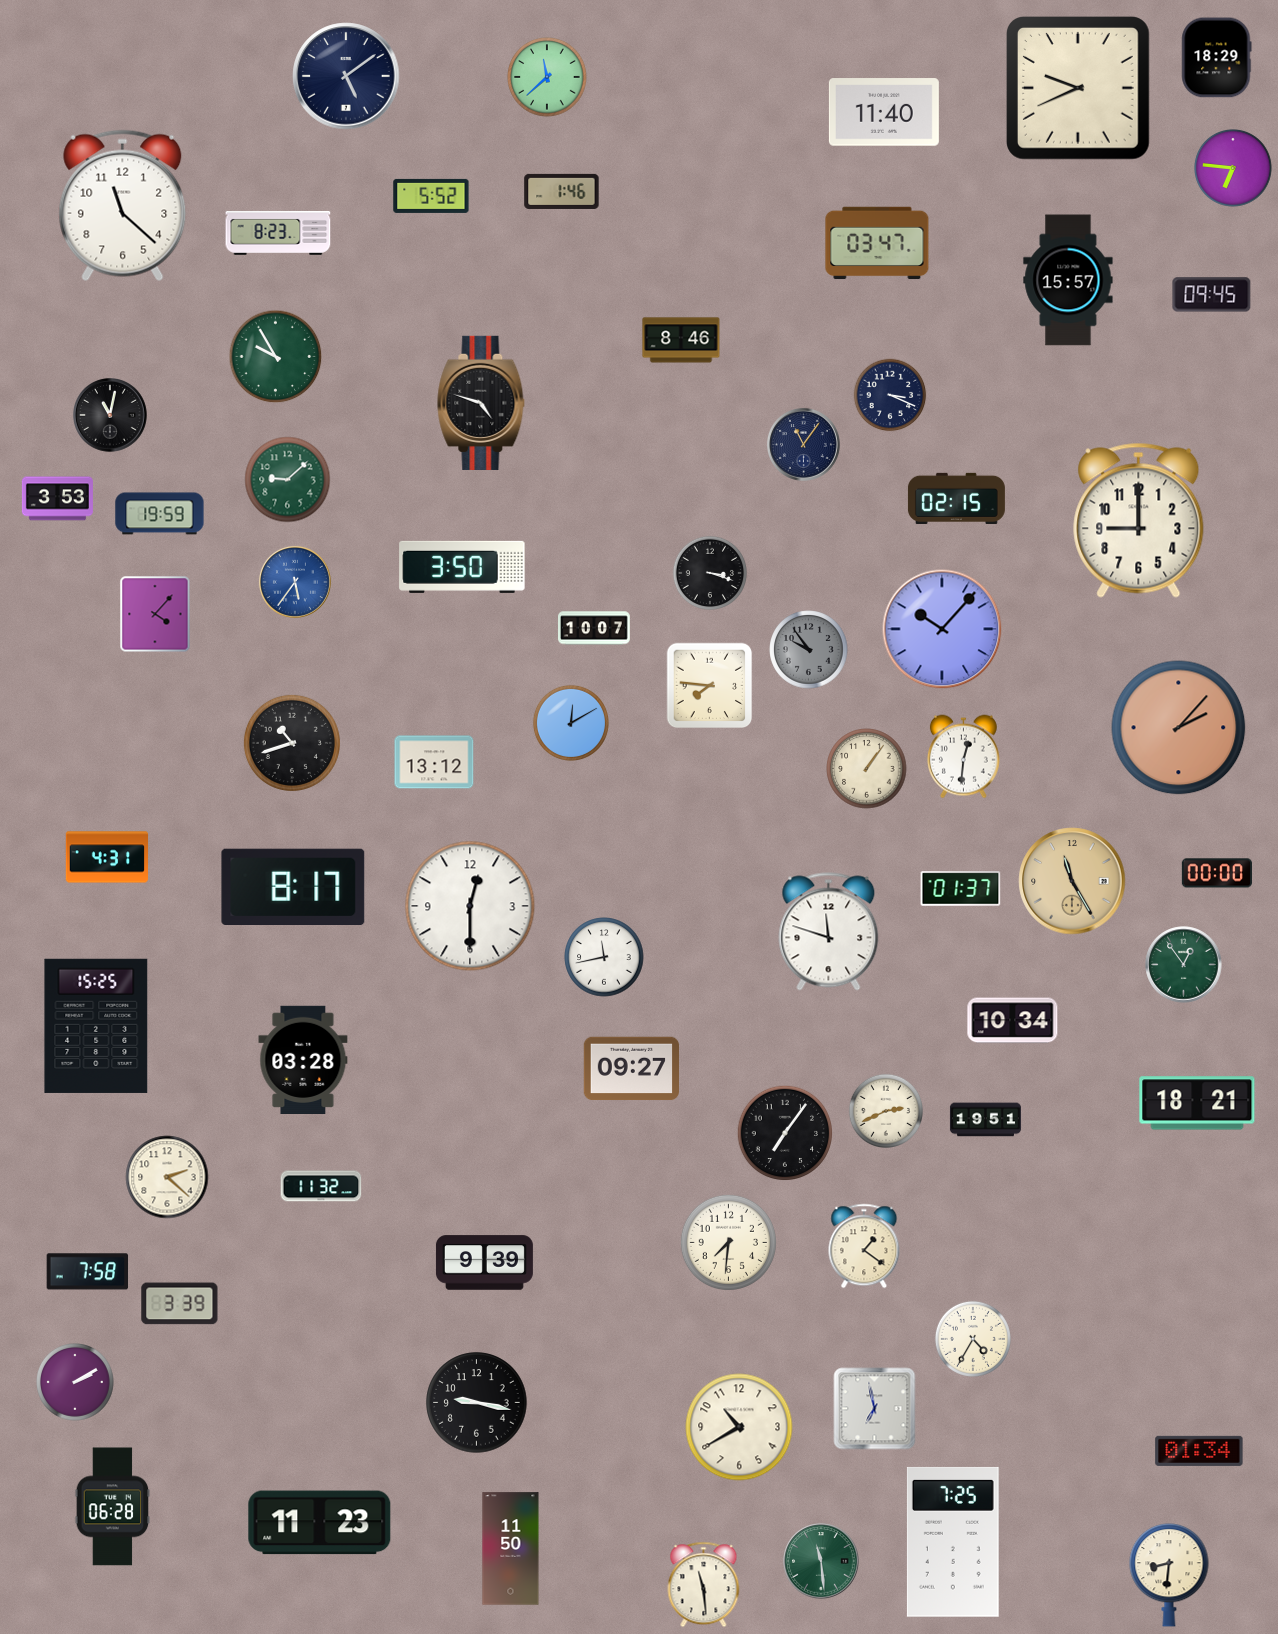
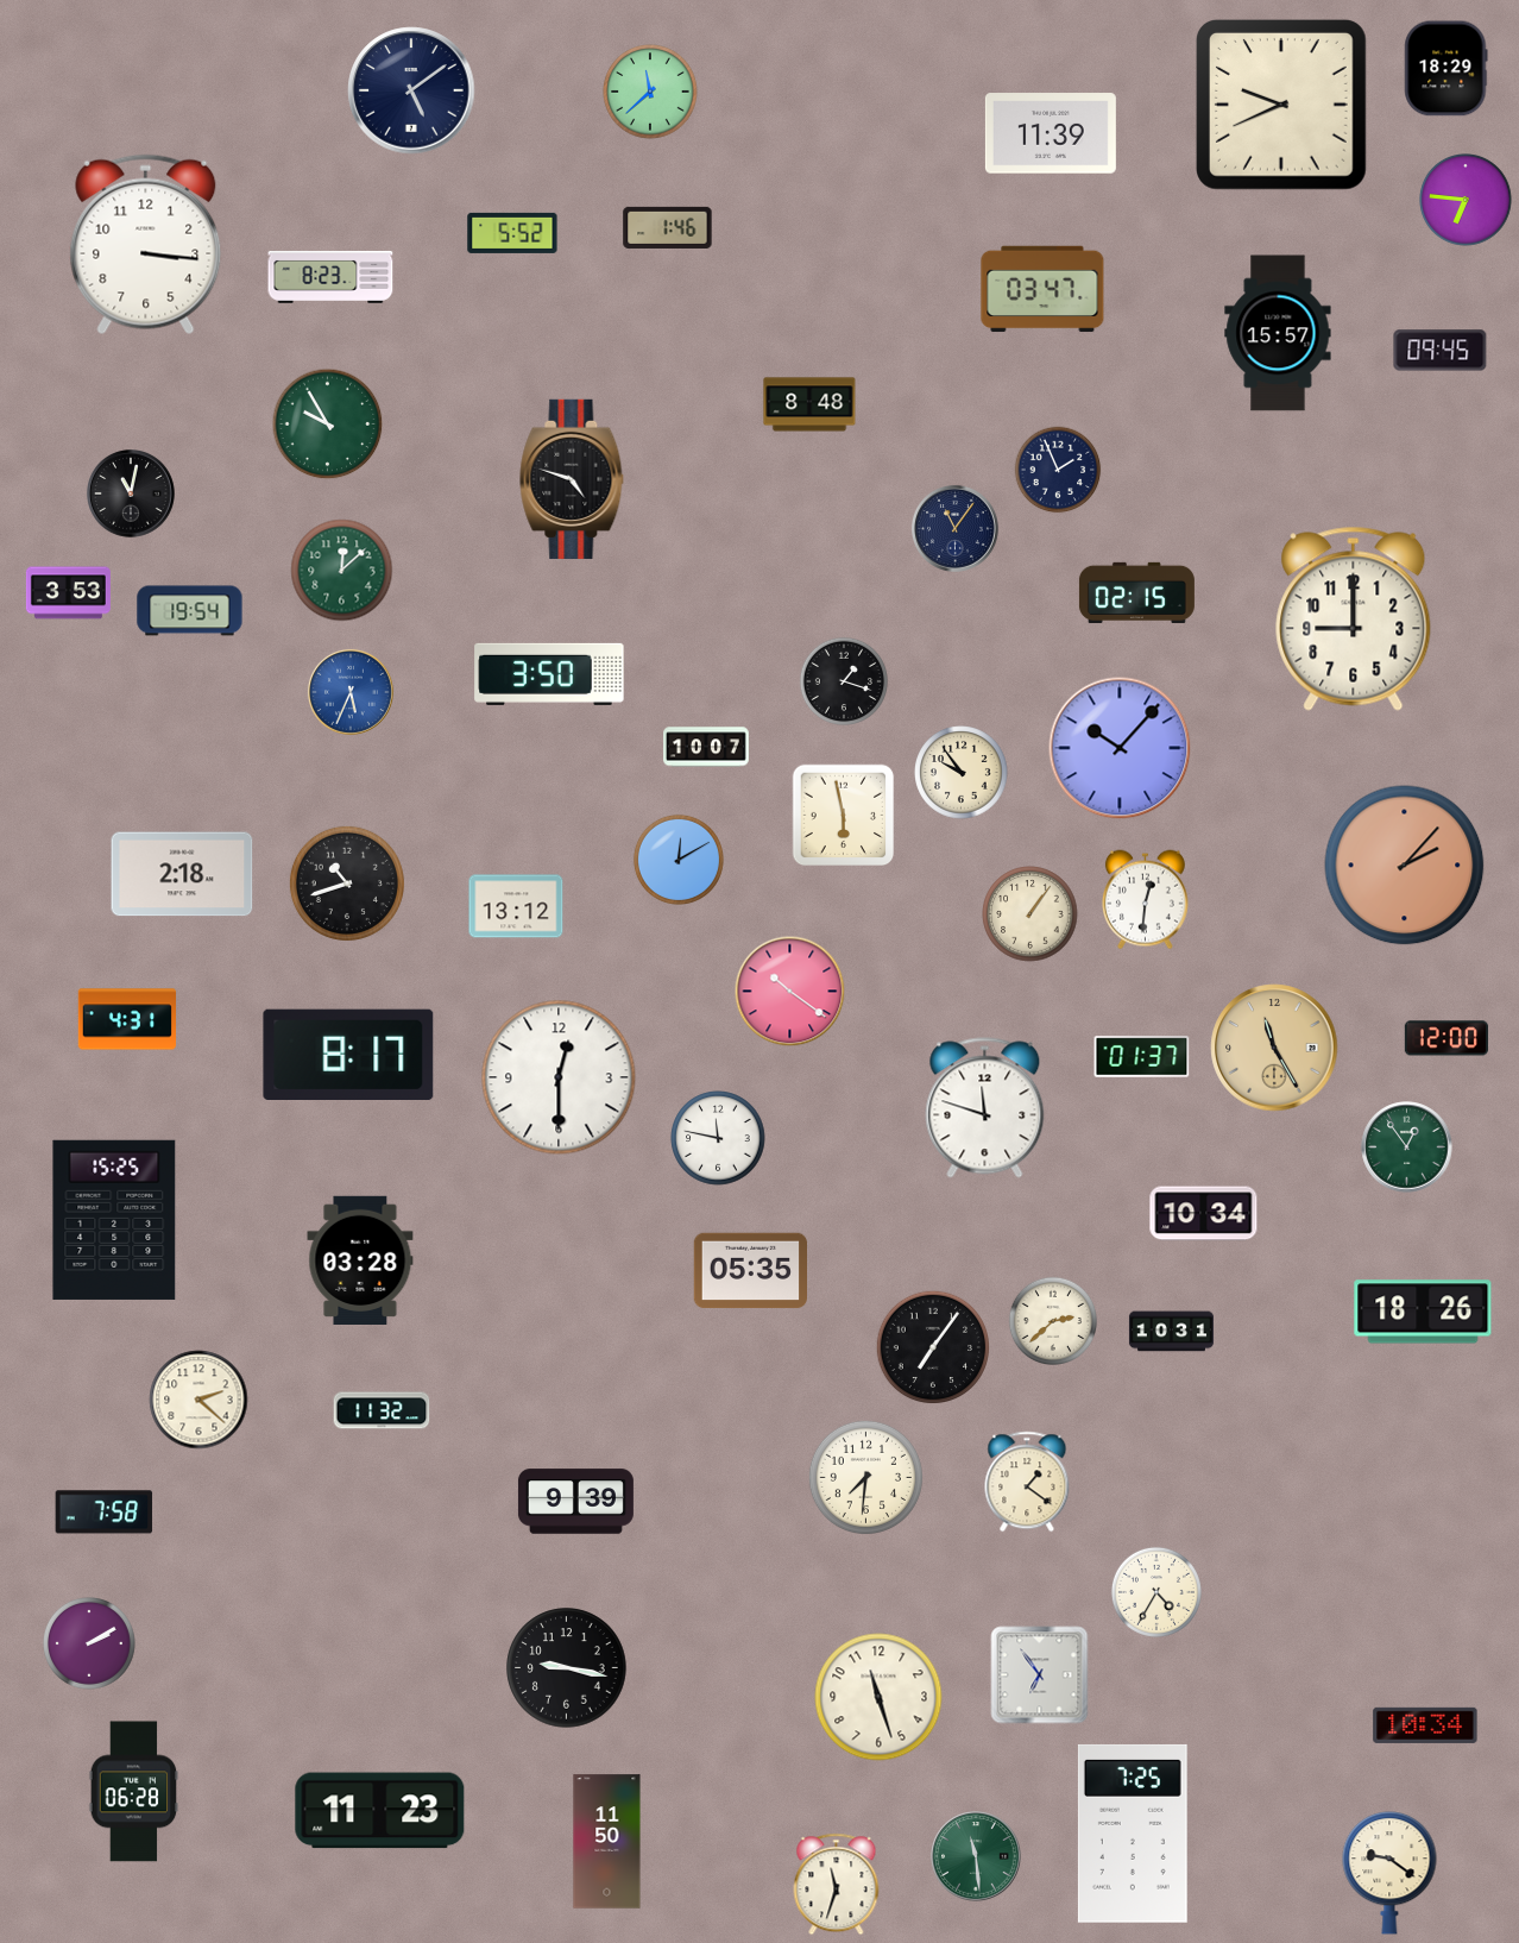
clock at (884, 112): 11:40 -> 11:39
clock at (123, 206): 11:22 -> 3:16
clock at (1068, 280) position: (1068, 280) -> (1278, 333)
clock at (681, 340): 8:46 -> 8:48
clock at (890, 395): 3:19 -> 1:56
clock at (288, 480): 9:08 -> 12:08
clock at (160, 514): 19:59 -> 19:54
clock at (709, 572): 3:18 -> 1:18
clock at (295, 582): 5:36 -> 5:34
clock at (155, 614): 4:07 -> none
clock at (809, 650) dial: grey -> cream
clock at (710, 686): 7:46 -> 5:58
clock at (1179, 728) position: (1179, 728) -> (1405, 866)
clock at (182, 874): none -> 2:18
clock at (790, 992): none -> 10:21
clock at (1217, 873): 00:00 -> 12:00
clock at (604, 957): 11:43 -> 11:47
clock at (631, 1069): 09:27 -> 05:35
clock at (1197, 1103): 18:21 -> 18:26
clock at (885, 1110): 2:41 -> 2:38
clock at (985, 1120): 19:51 -> 10:31
clock at (180, 1304): 3:39 -> none
clock at (875, 1409): 6:58 -> 6:54
clock at (739, 1427): 10:40 -> 11:27
clock at (1199, 1451): 01:34 -> 10:34
clock at (1169, 1576): 8:31 -> 9:21
clock at (704, 1585): 11:29 -> 11:33
